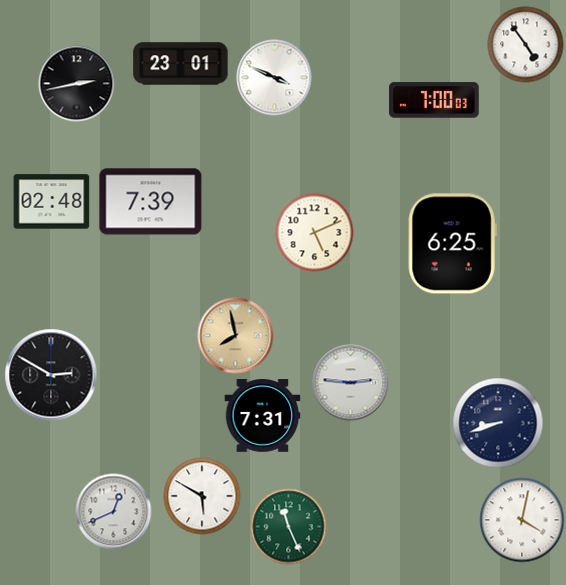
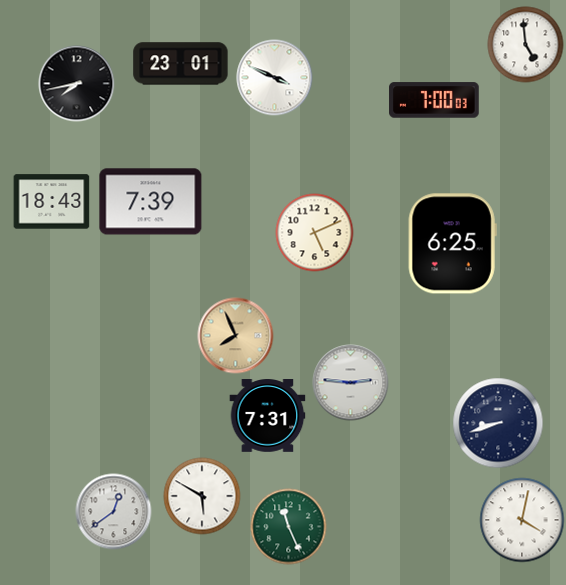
clock at (526, 45): 4:54 -> 4:59
clock at (77, 84): 2:43 -> 7:43
clock at (52, 202): 02:48 -> 18:43
clock at (236, 336): 7:58 -> 7:56
clock at (51, 375): 2:50 -> none
clock at (263, 416) position: (263, 416) -> (268, 416)
clock at (114, 512): 12:41 -> 12:39
